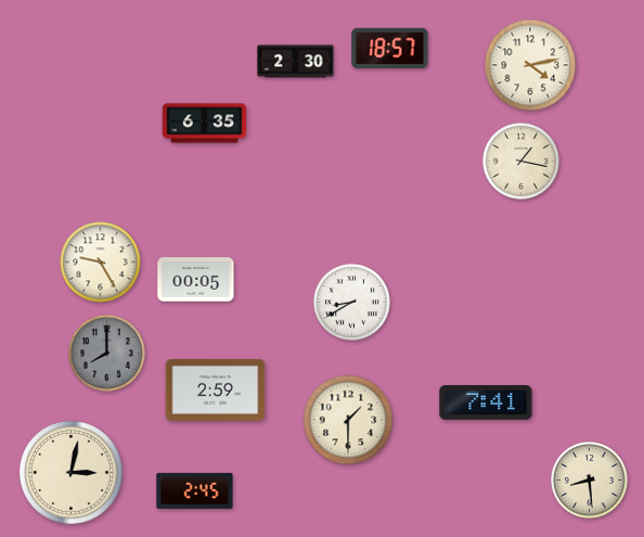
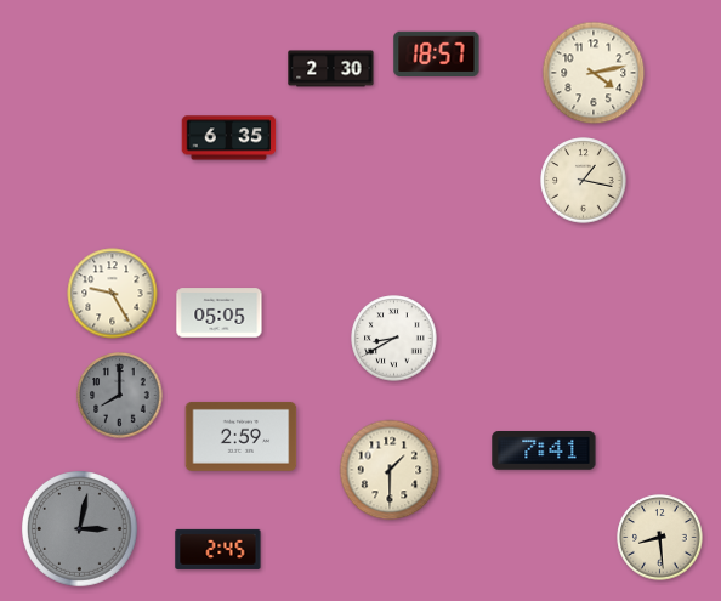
clock at (196, 280): 00:05 -> 05:05
clock at (72, 473) dial: cream -> grey
